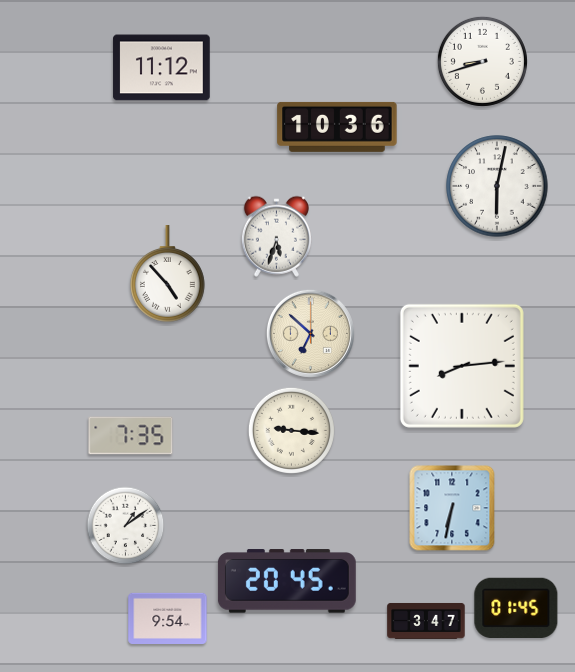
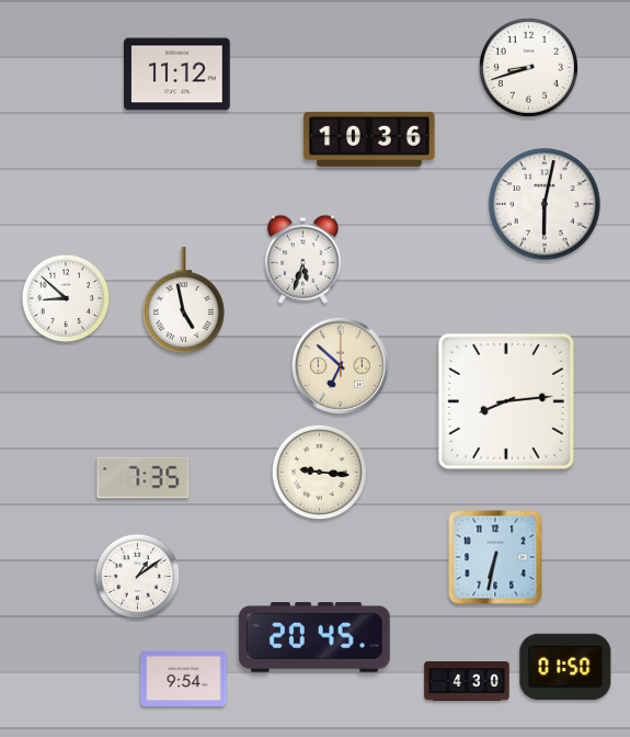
clock at (66, 298): none -> 8:52
clock at (168, 274): 4:53 -> 4:58
clock at (516, 607): 01:45 -> 01:50
clock at (426, 621): 3:47 -> 4:30
